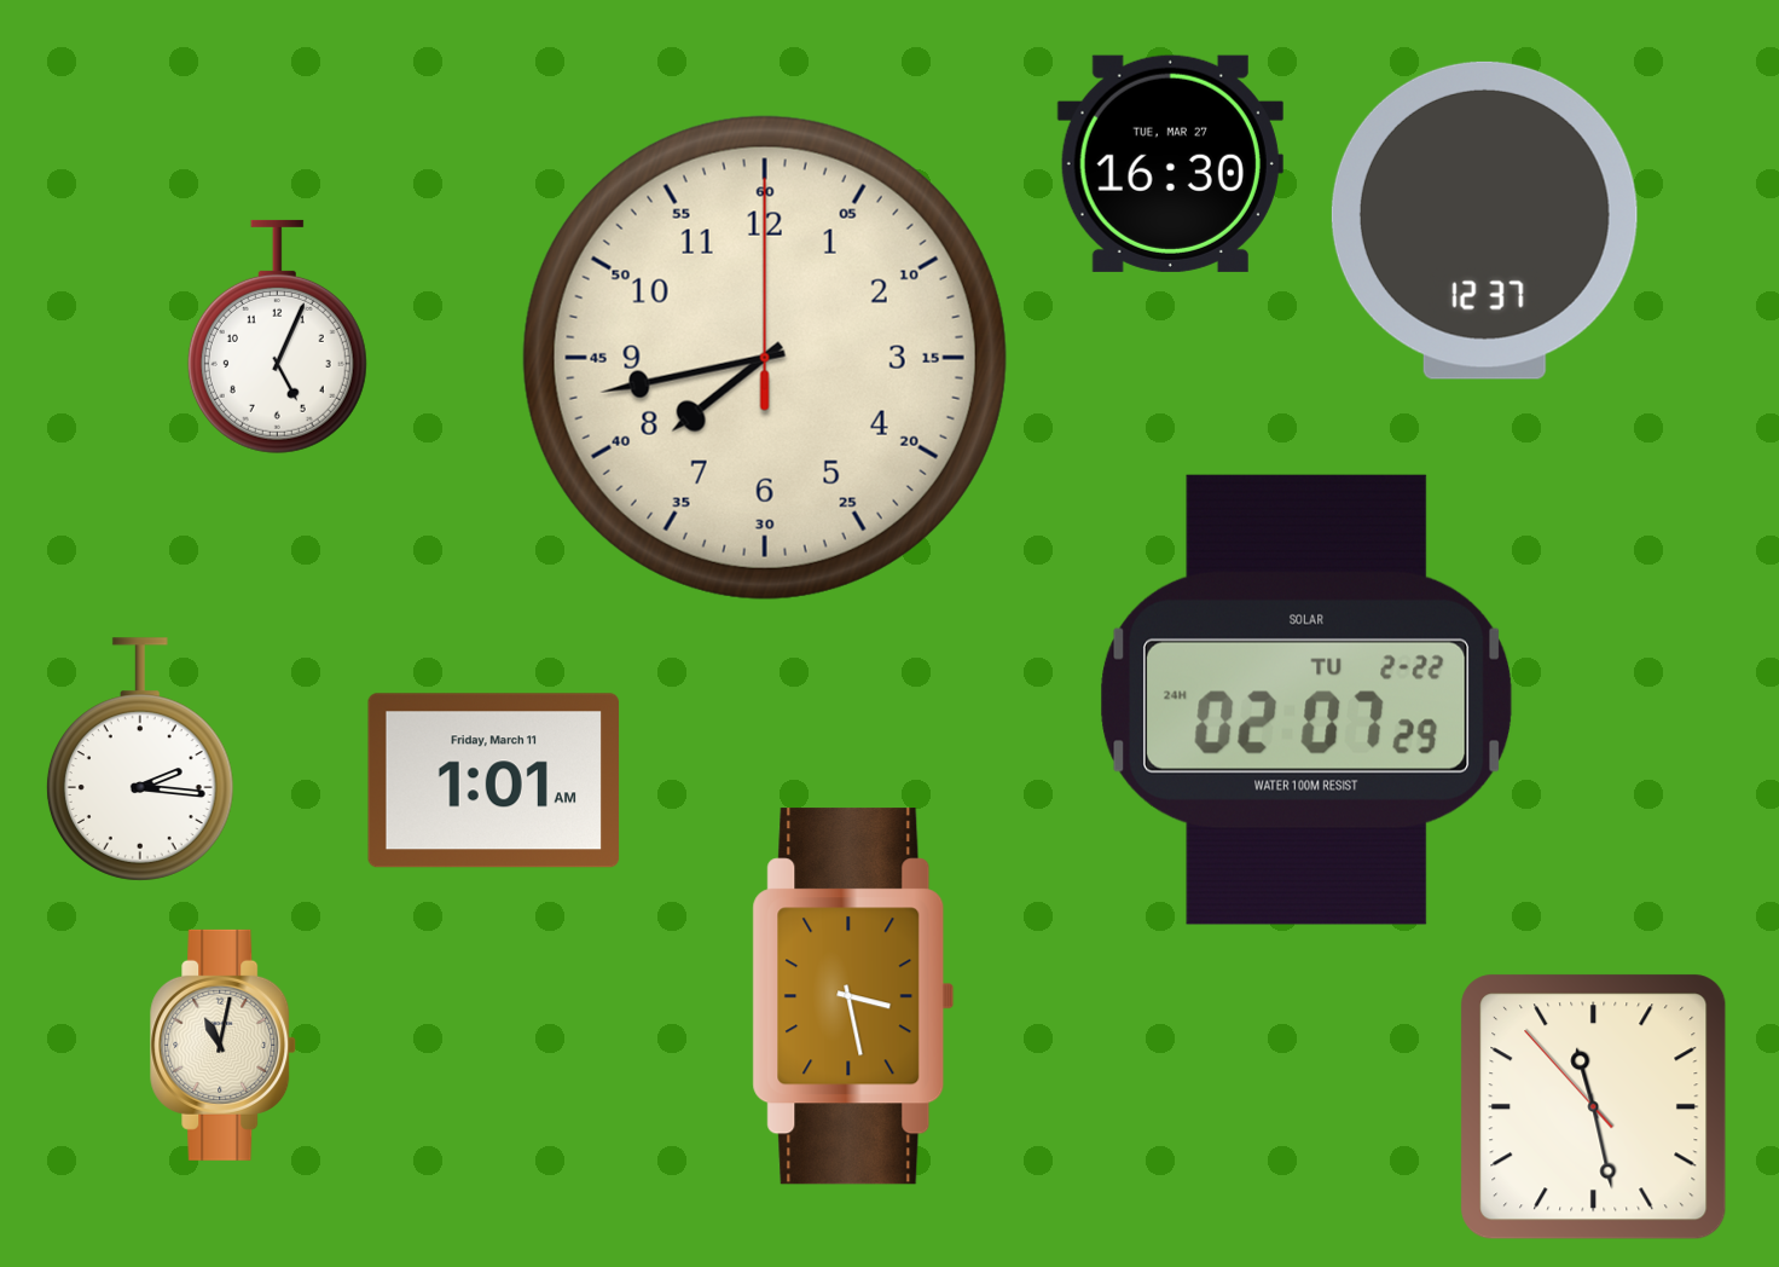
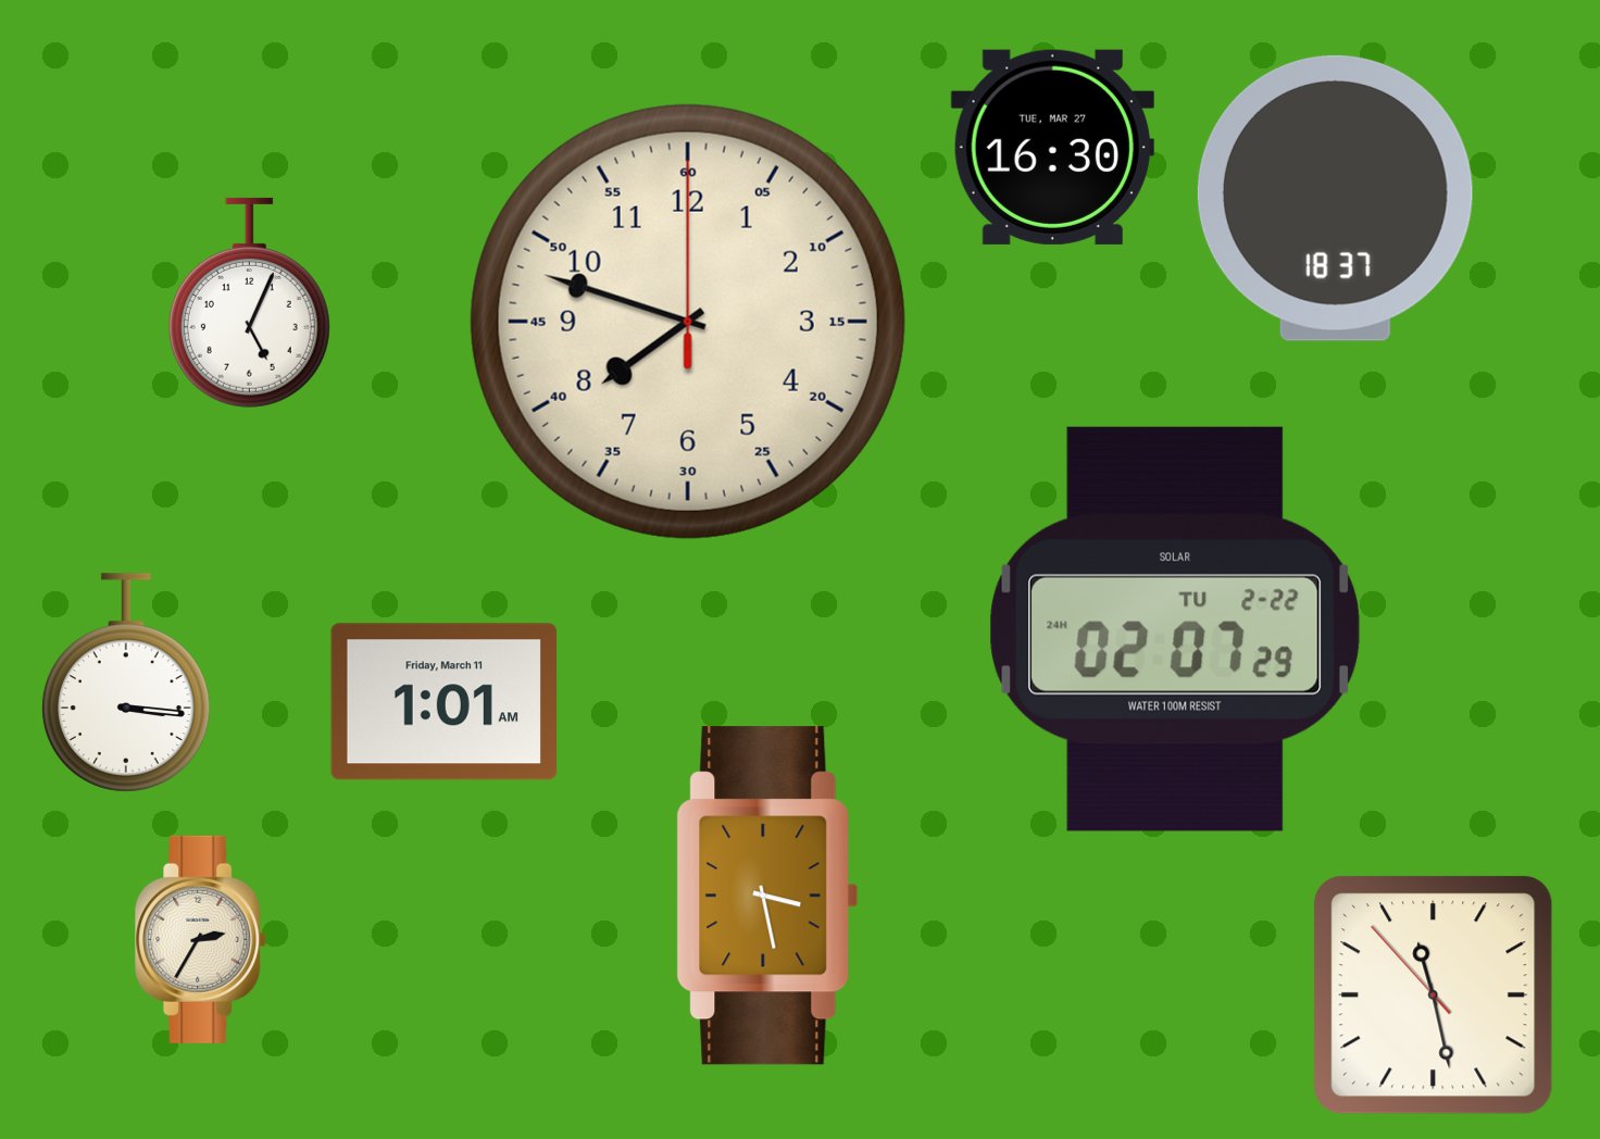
clock at (1484, 220): 12:37 -> 18:37
clock at (765, 358): 7:43 -> 7:48
clock at (140, 759): 2:16 -> 3:16
clock at (224, 1045): 11:02 -> 2:35
